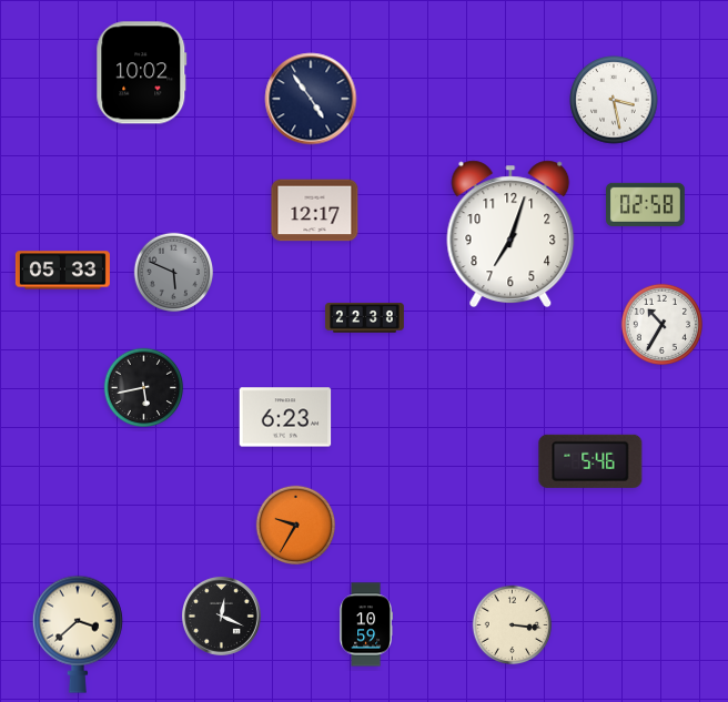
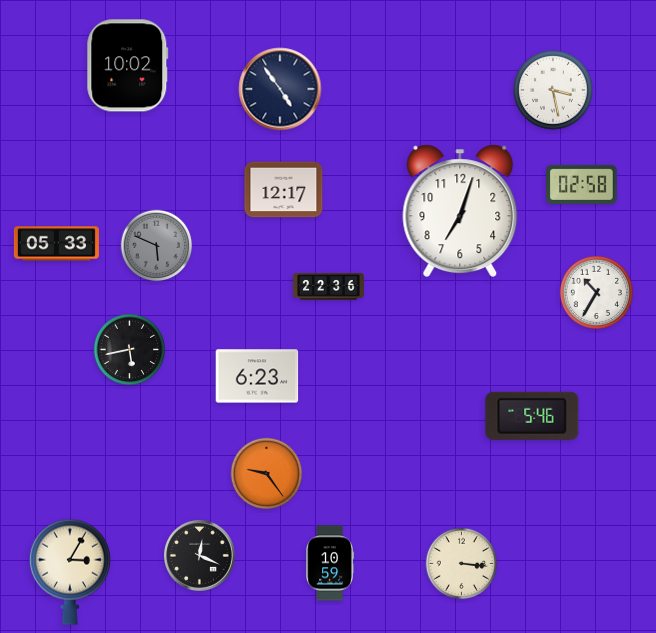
clock at (365, 318): 22:38 -> 22:36
clock at (296, 526): 9:35 -> 9:24
clock at (78, 634): 3:38 -> 3:05
